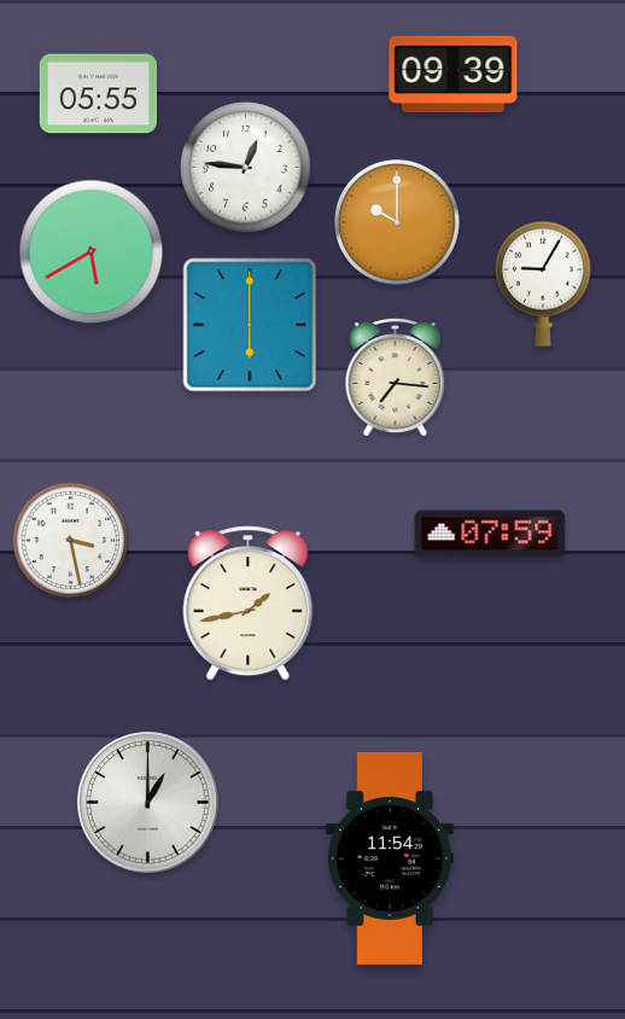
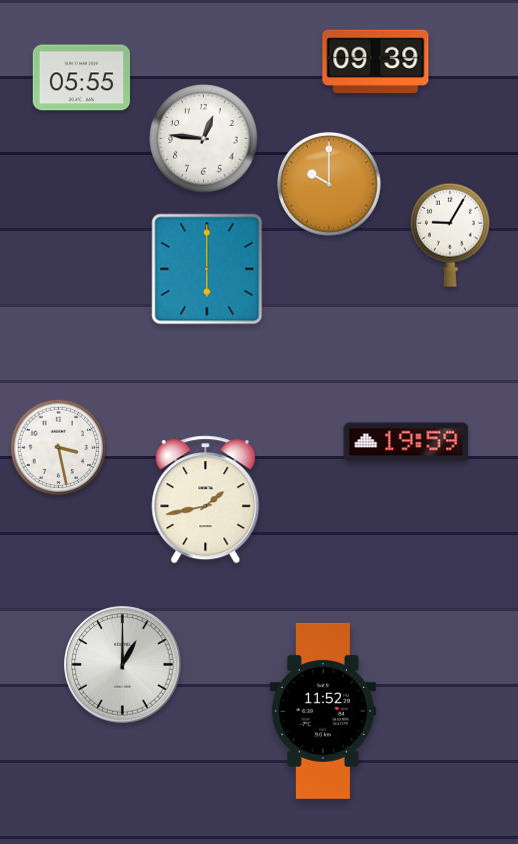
clock at (92, 252): 5:40 -> none
clock at (396, 378): 7:16 -> none
clock at (490, 534): 07:59 -> 19:59
clock at (390, 858): 11:54 -> 11:52
